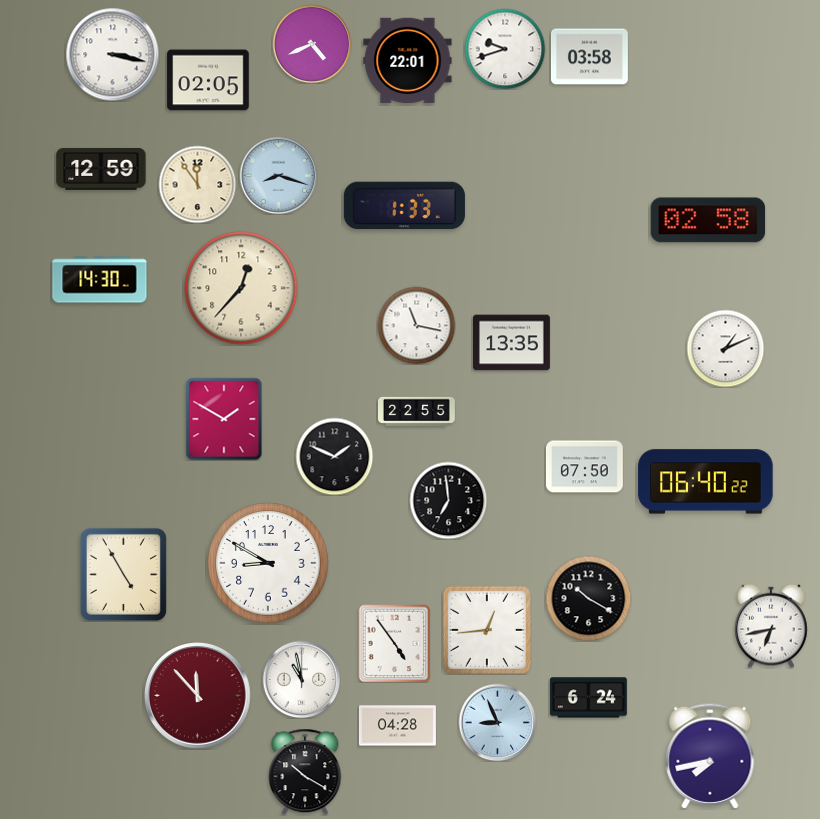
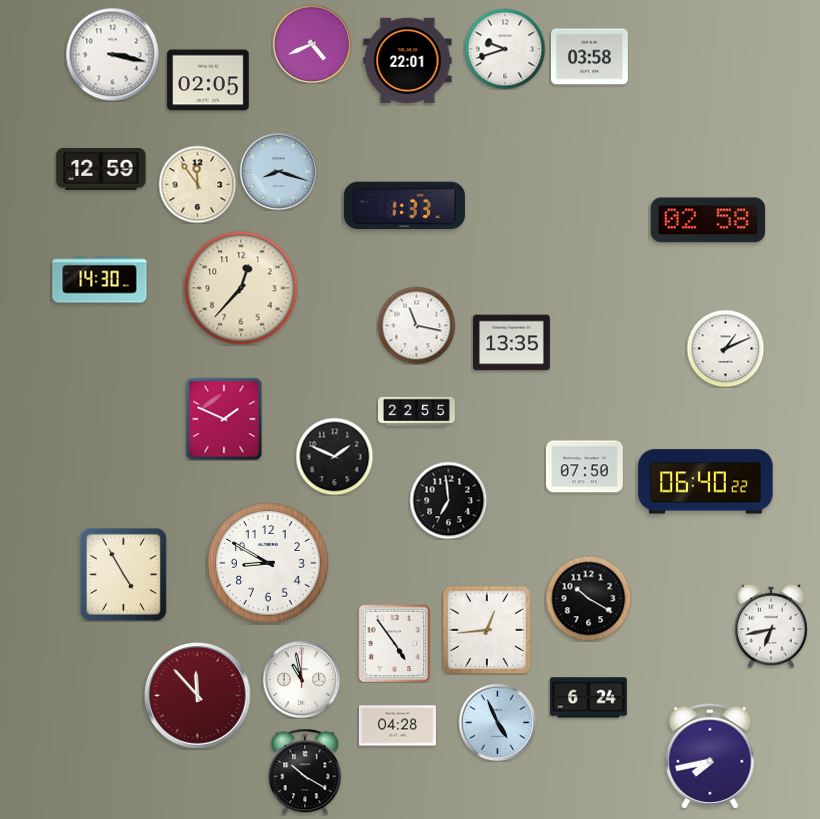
clock at (278, 175) position: (278, 175) -> (278, 171)
clock at (224, 419): 1:50 -> 1:49
clock at (497, 722): 8:56 -> 4:56
